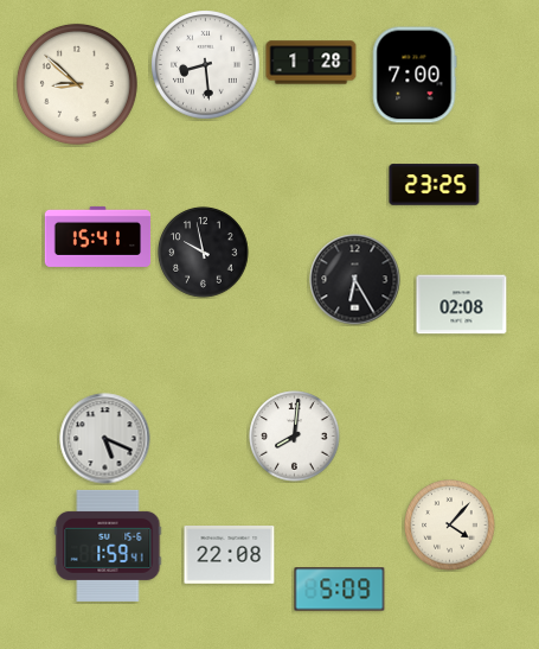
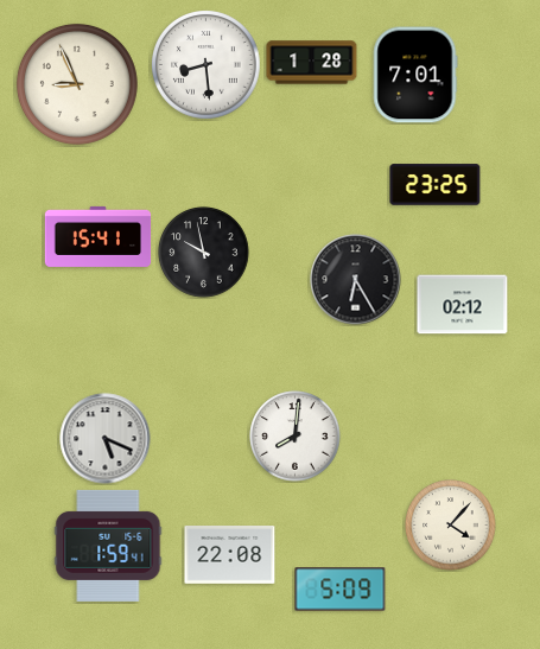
clock at (415, 75): 7:00 -> 7:01
clock at (77, 84): 8:52 -> 8:56
clock at (462, 305): 02:08 -> 02:12
